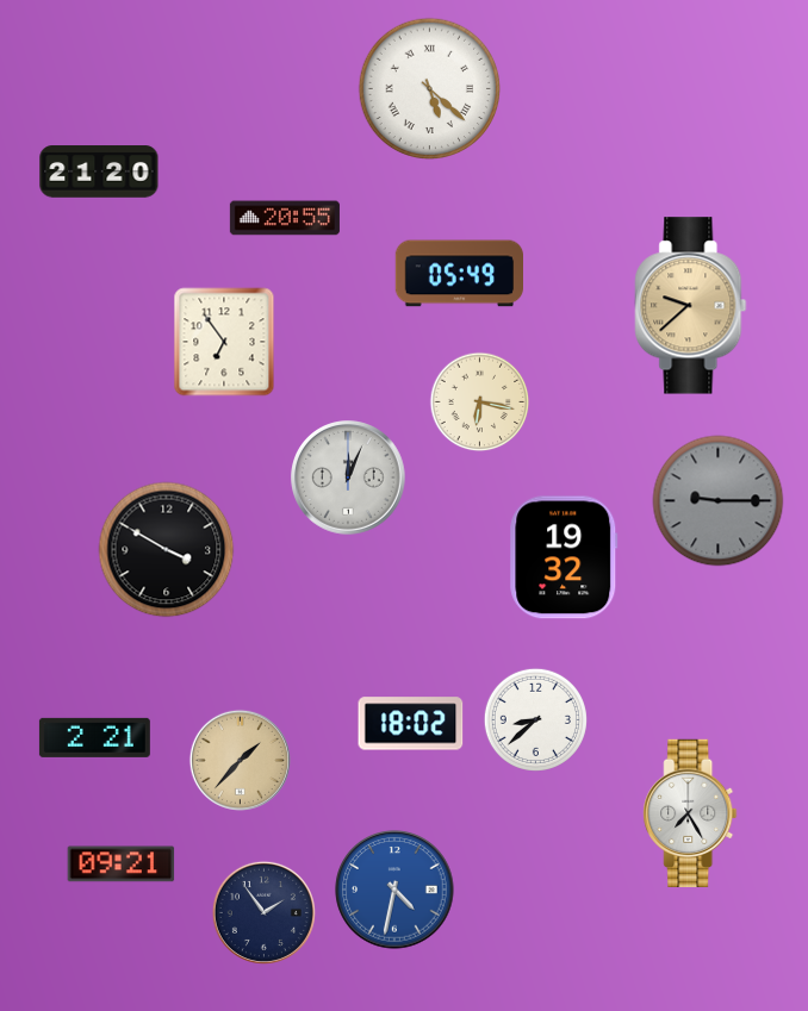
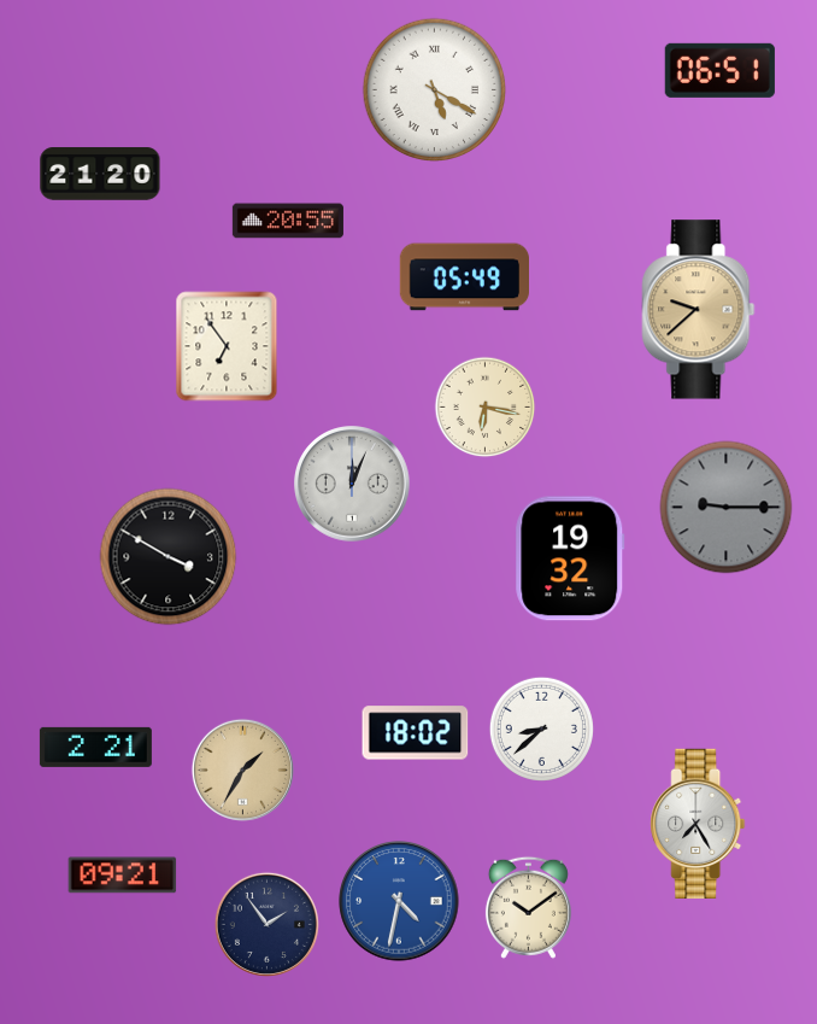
clock at (719, 70): none -> 06:51
clock at (430, 89): 5:22 -> 5:20
clock at (564, 557) position: (564, 557) -> (570, 558)
clock at (240, 760): 1:37 -> 1:35
clock at (528, 907): none -> 10:09
